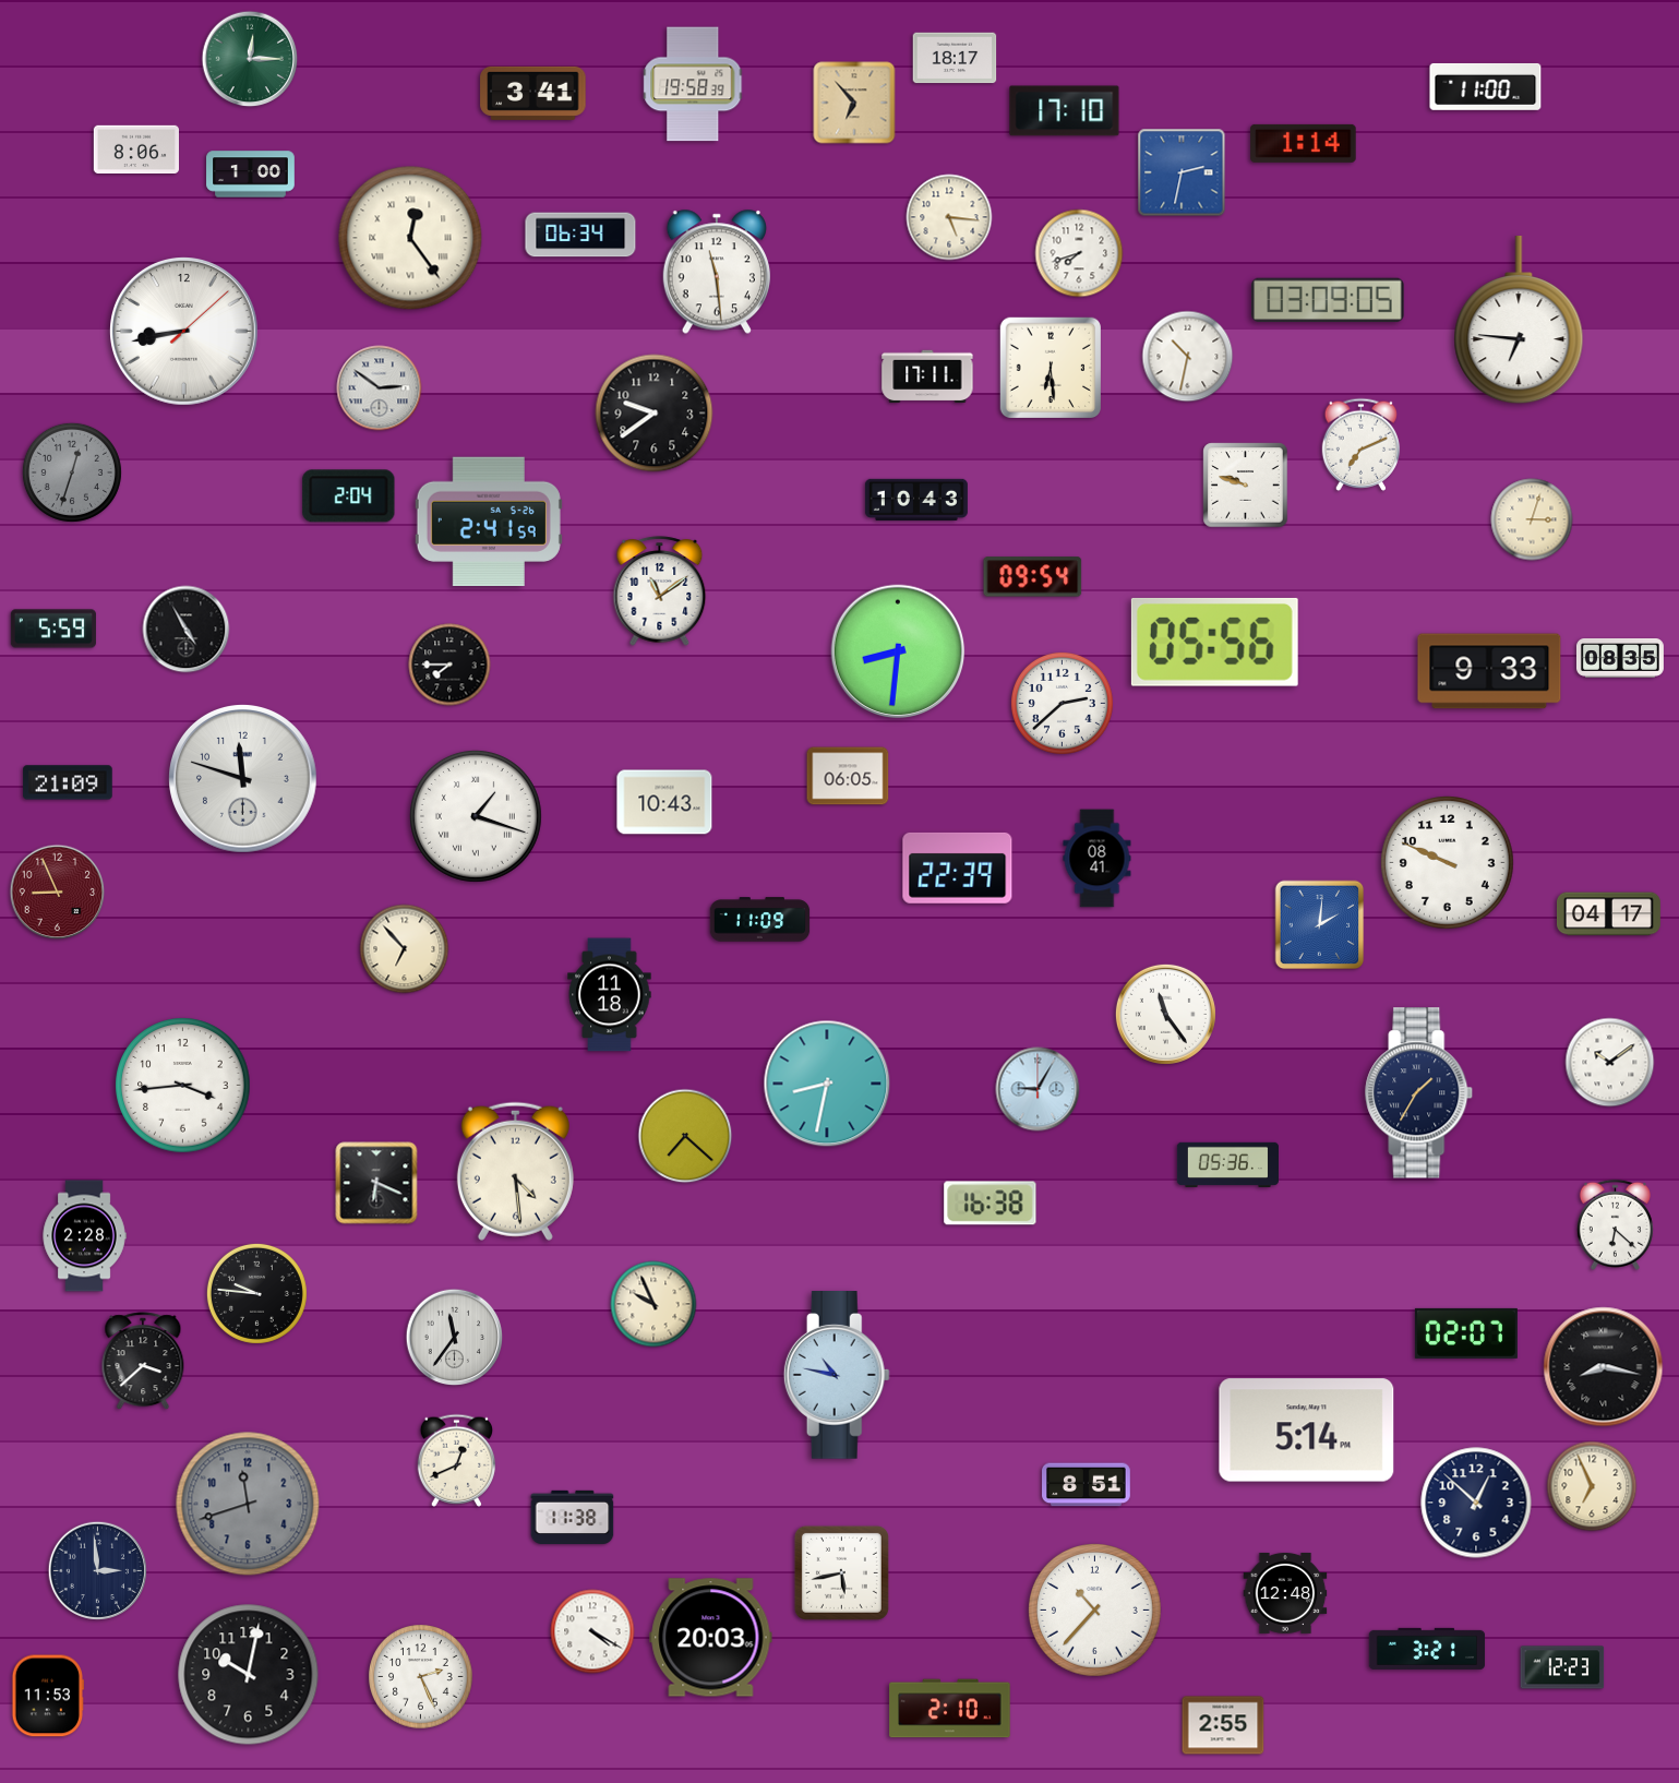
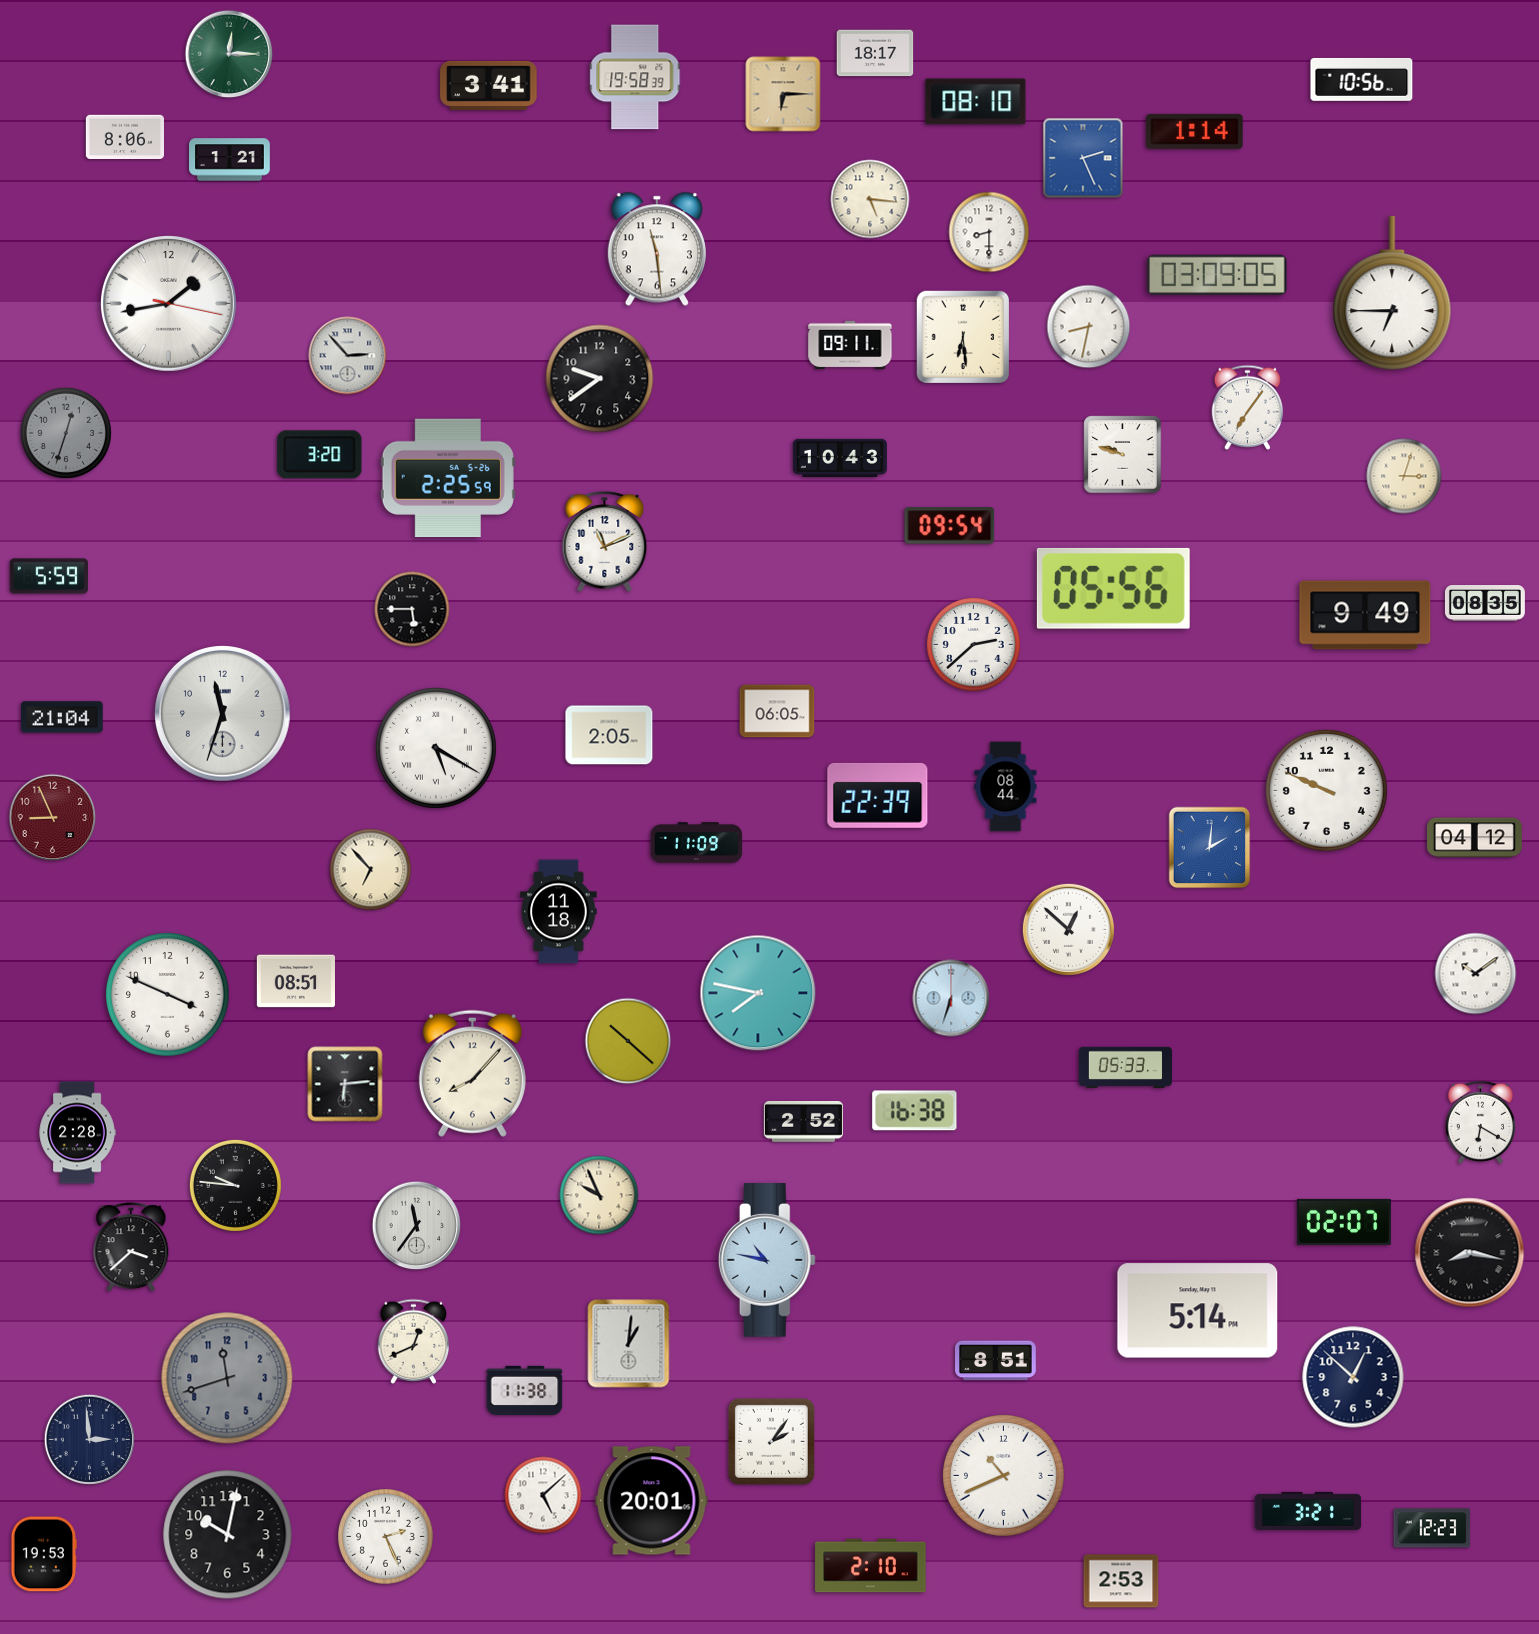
clock at (1486, 86): 11:00 -> 10:56
clock at (854, 103): 6:53 -> 6:15
clock at (1065, 111): 17:10 -> 08:10
clock at (1182, 172): 2:32 -> 2:26
clock at (251, 175): 1:00 -> 1:21
clock at (580, 235): 06:34 -> none
clock at (410, 238): 12:24 -> none
clock at (1079, 253): 7:42 -> 8:30
clock at (1519, 321): 6:46 -> 6:45
clock at (184, 332): 8:43 -> 1:43
clock at (1188, 357): 10:32 -> 8:32
clock at (927, 376): 17:11 -> 09:11
clock at (380, 388): 2:51 -> 2:53
clock at (1362, 444): 7:11 -> 7:06
clock at (1246, 486) position: (1246, 486) -> (1123, 455)
clock at (349, 496): 2:04 -> 3:20
clock at (489, 520): 2:41 -> 2:25
clock at (1033, 577) position: (1033, 577) -> (950, 526)
clock at (660, 591): 11:09 -> 11:11
clock at (187, 630): 4:55 -> none
clock at (898, 651): 8:31 -> none
clock at (449, 665): 7:45 -> 5:45
clock at (1489, 671): 9:33 -> 9:49
clock at (243, 779): 11:48 -> 11:33
clock at (68, 782): 21:09 -> 21:04
clock at (664, 802): 10:43 -> 2:05
clock at (476, 816): 1:18 -> 5:20
clock at (1098, 859): 08:41 -> 08:44
clock at (1609, 914): 04:17 -> 04:12
clock at (1165, 1014): 11:24 -> 12:52
clock at (295, 981): none -> 08:51
clock at (827, 1084): 8:32 -> 7:47
clock at (183, 1086): 3:44 -> 3:49
clock at (1038, 1089): 9:05 -> 6:33
clock at (1419, 1093): 1:35 -> none
clock at (685, 1136): 7:22 -> 10:22
clock at (1227, 1164): 05:36 -> 05:33
clock at (515, 1171): 4:29 -> 8:07
clock at (376, 1183): 6:19 -> 6:14
clock at (991, 1204) position: (991, 1204) -> (915, 1111)
clock at (803, 1122): none -> 2:52
clock at (1615, 1224): 6:22 -> 6:20
clock at (457, 1460) position: (457, 1460) -> (414, 1341)
clock at (629, 1344): none -> 1:01
clock at (1592, 1486): 6:56 -> none
clock at (841, 1572): 5:43 -> 2:06
clock at (1285, 1593): 12:48 -> none
clock at (1095, 1611): 10:37 -> 10:41
clock at (592, 1631): 4:20 -> 5:08
clock at (711, 1638): 20:03 -> 20:01
clock at (47, 1696): 11:53 -> 19:53
clock at (1223, 1725): 2:55 -> 2:53
